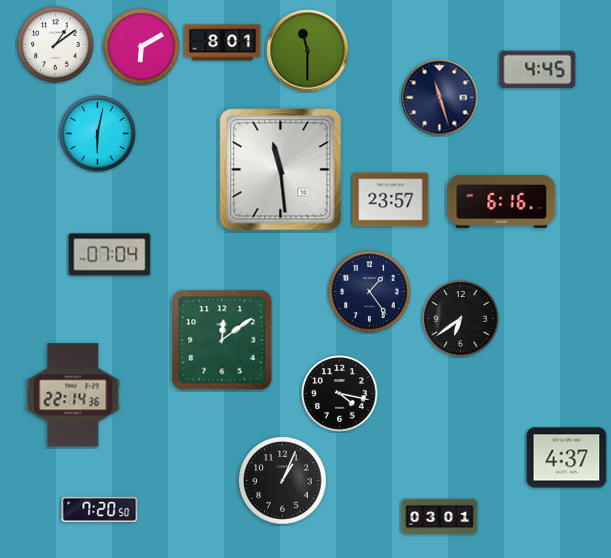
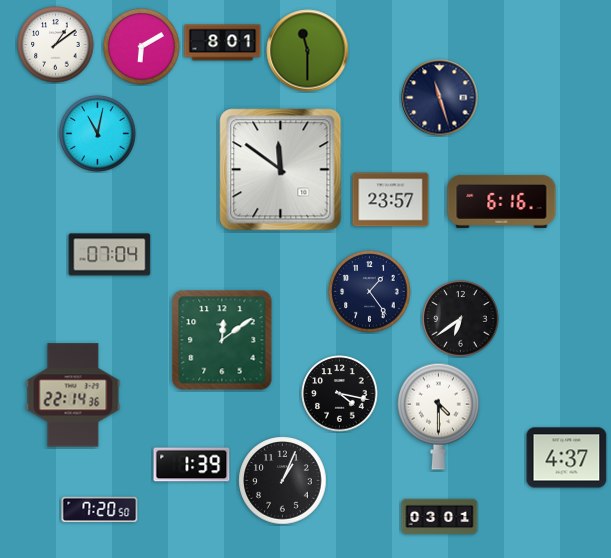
clock at (538, 70): 4:45 -> none
clock at (98, 134): 6:02 -> 11:02
clock at (281, 170): 11:29 -> 11:51
clock at (438, 416): none -> 4:30
clock at (192, 465): none -> 1:39
